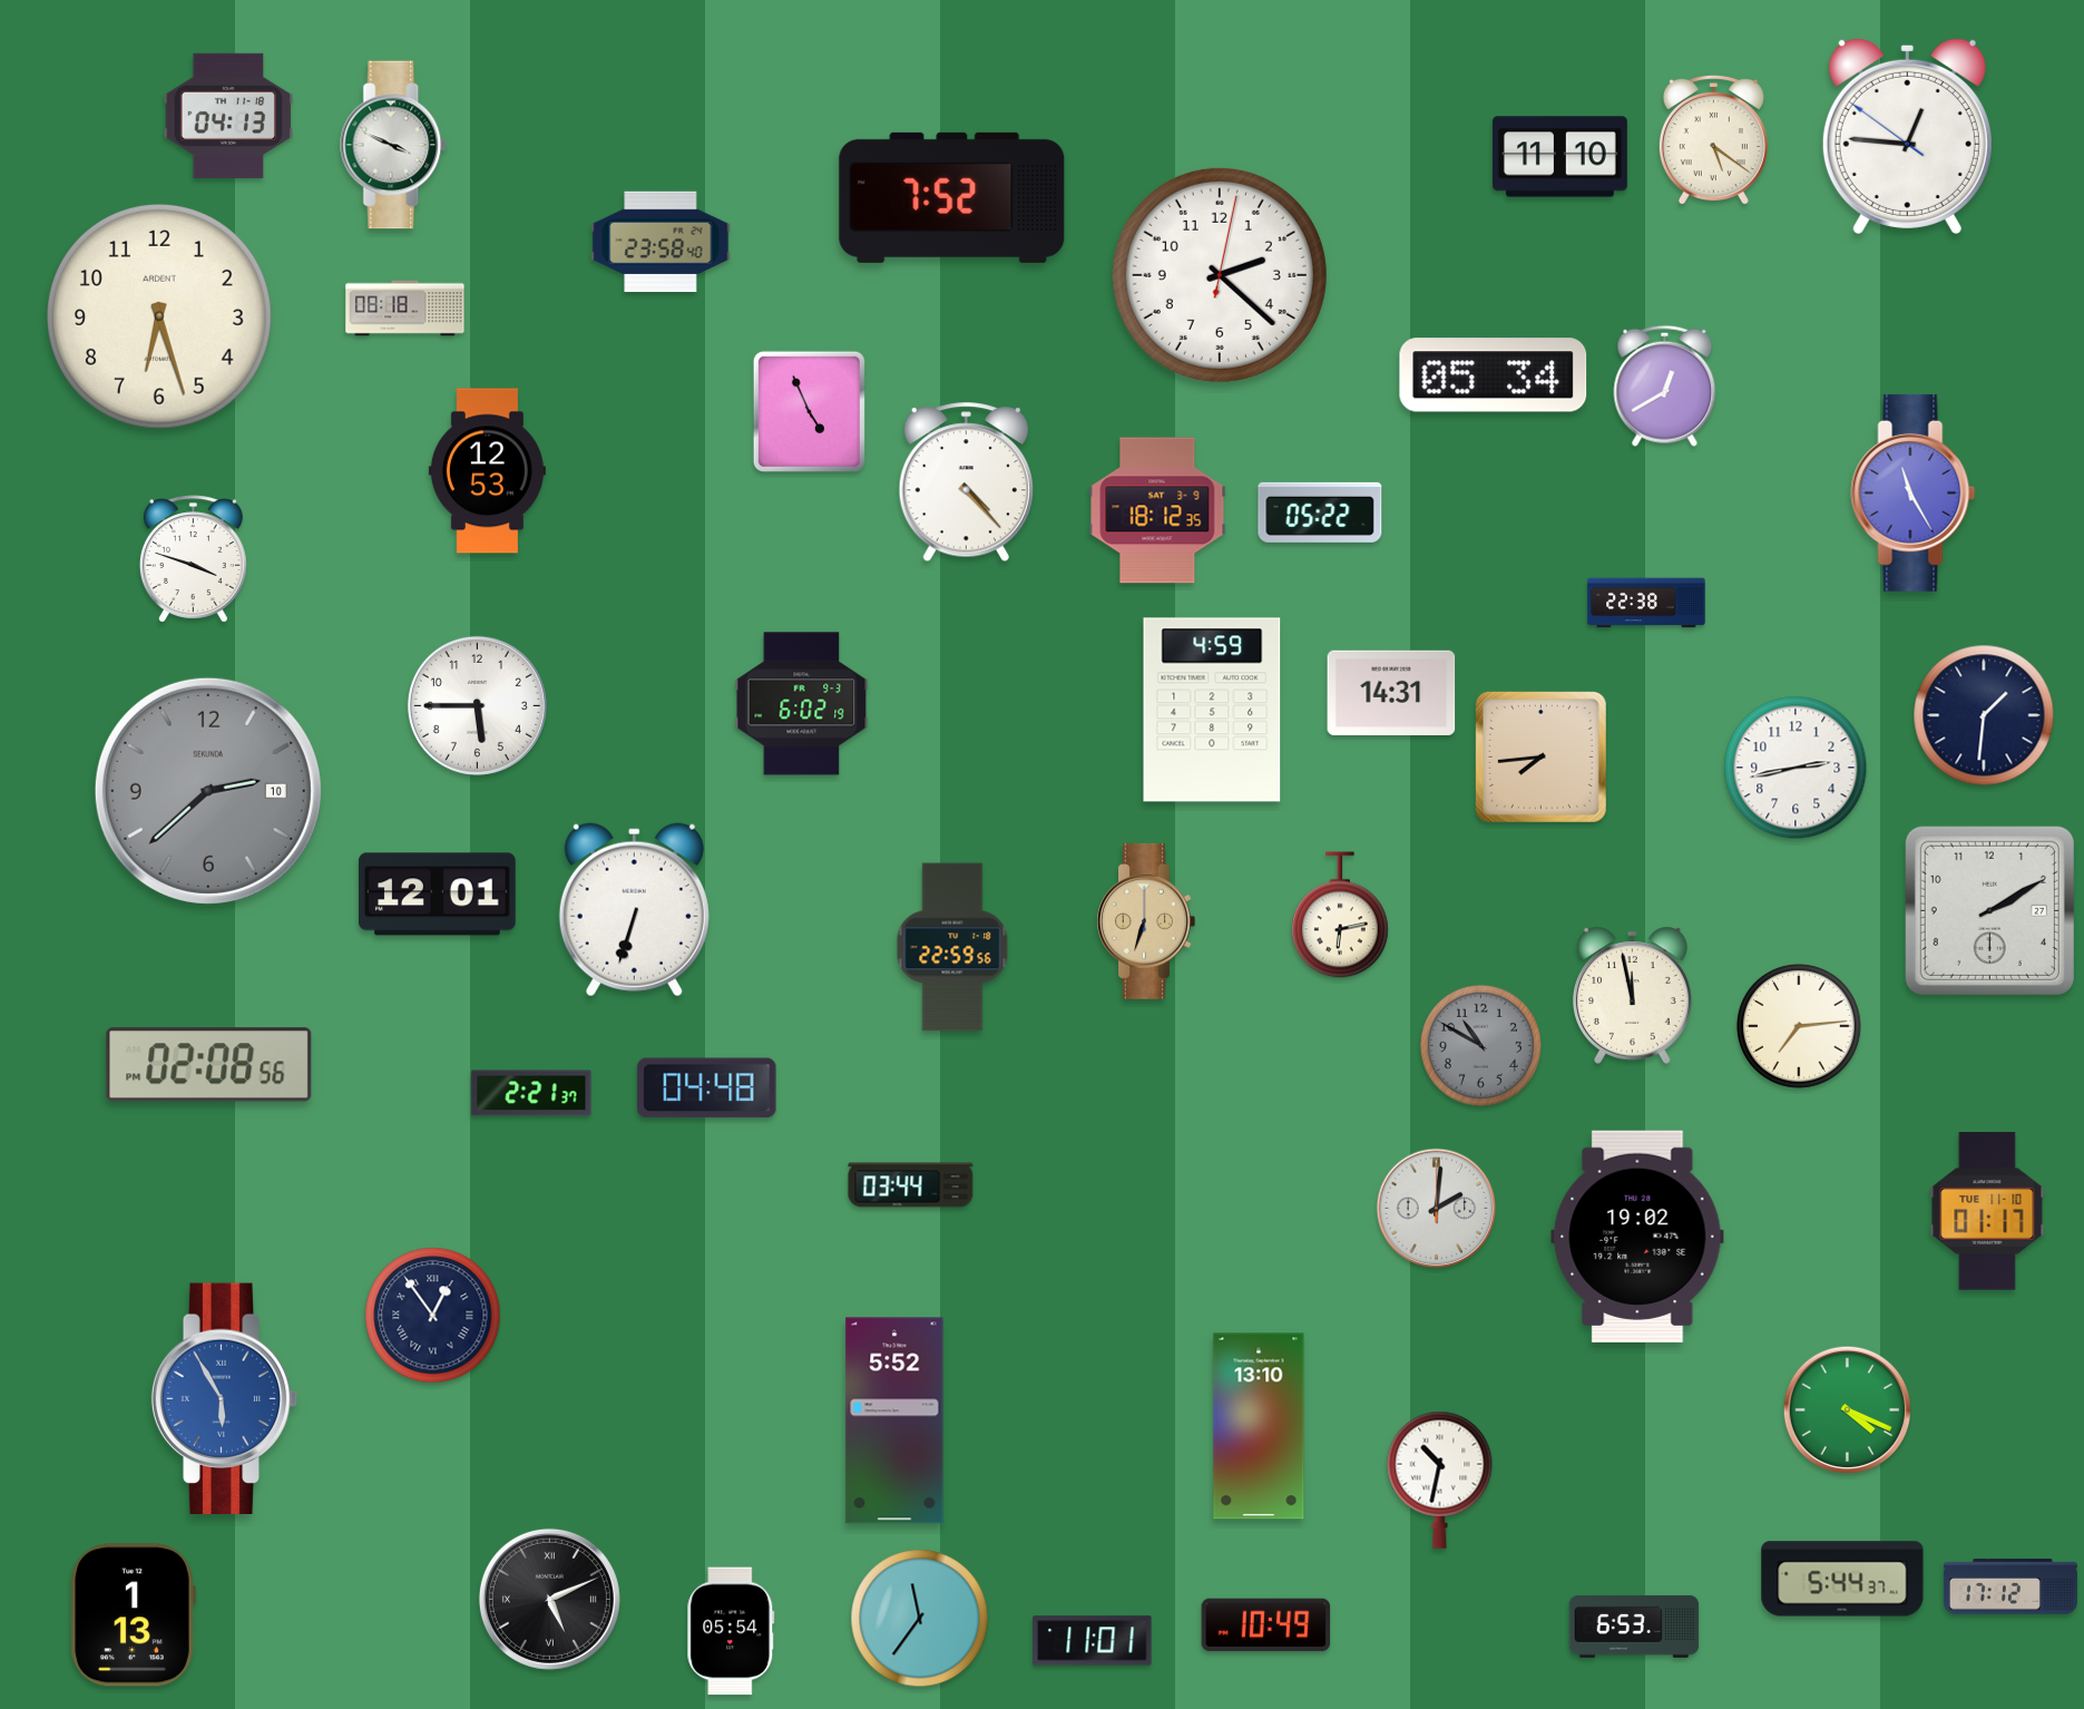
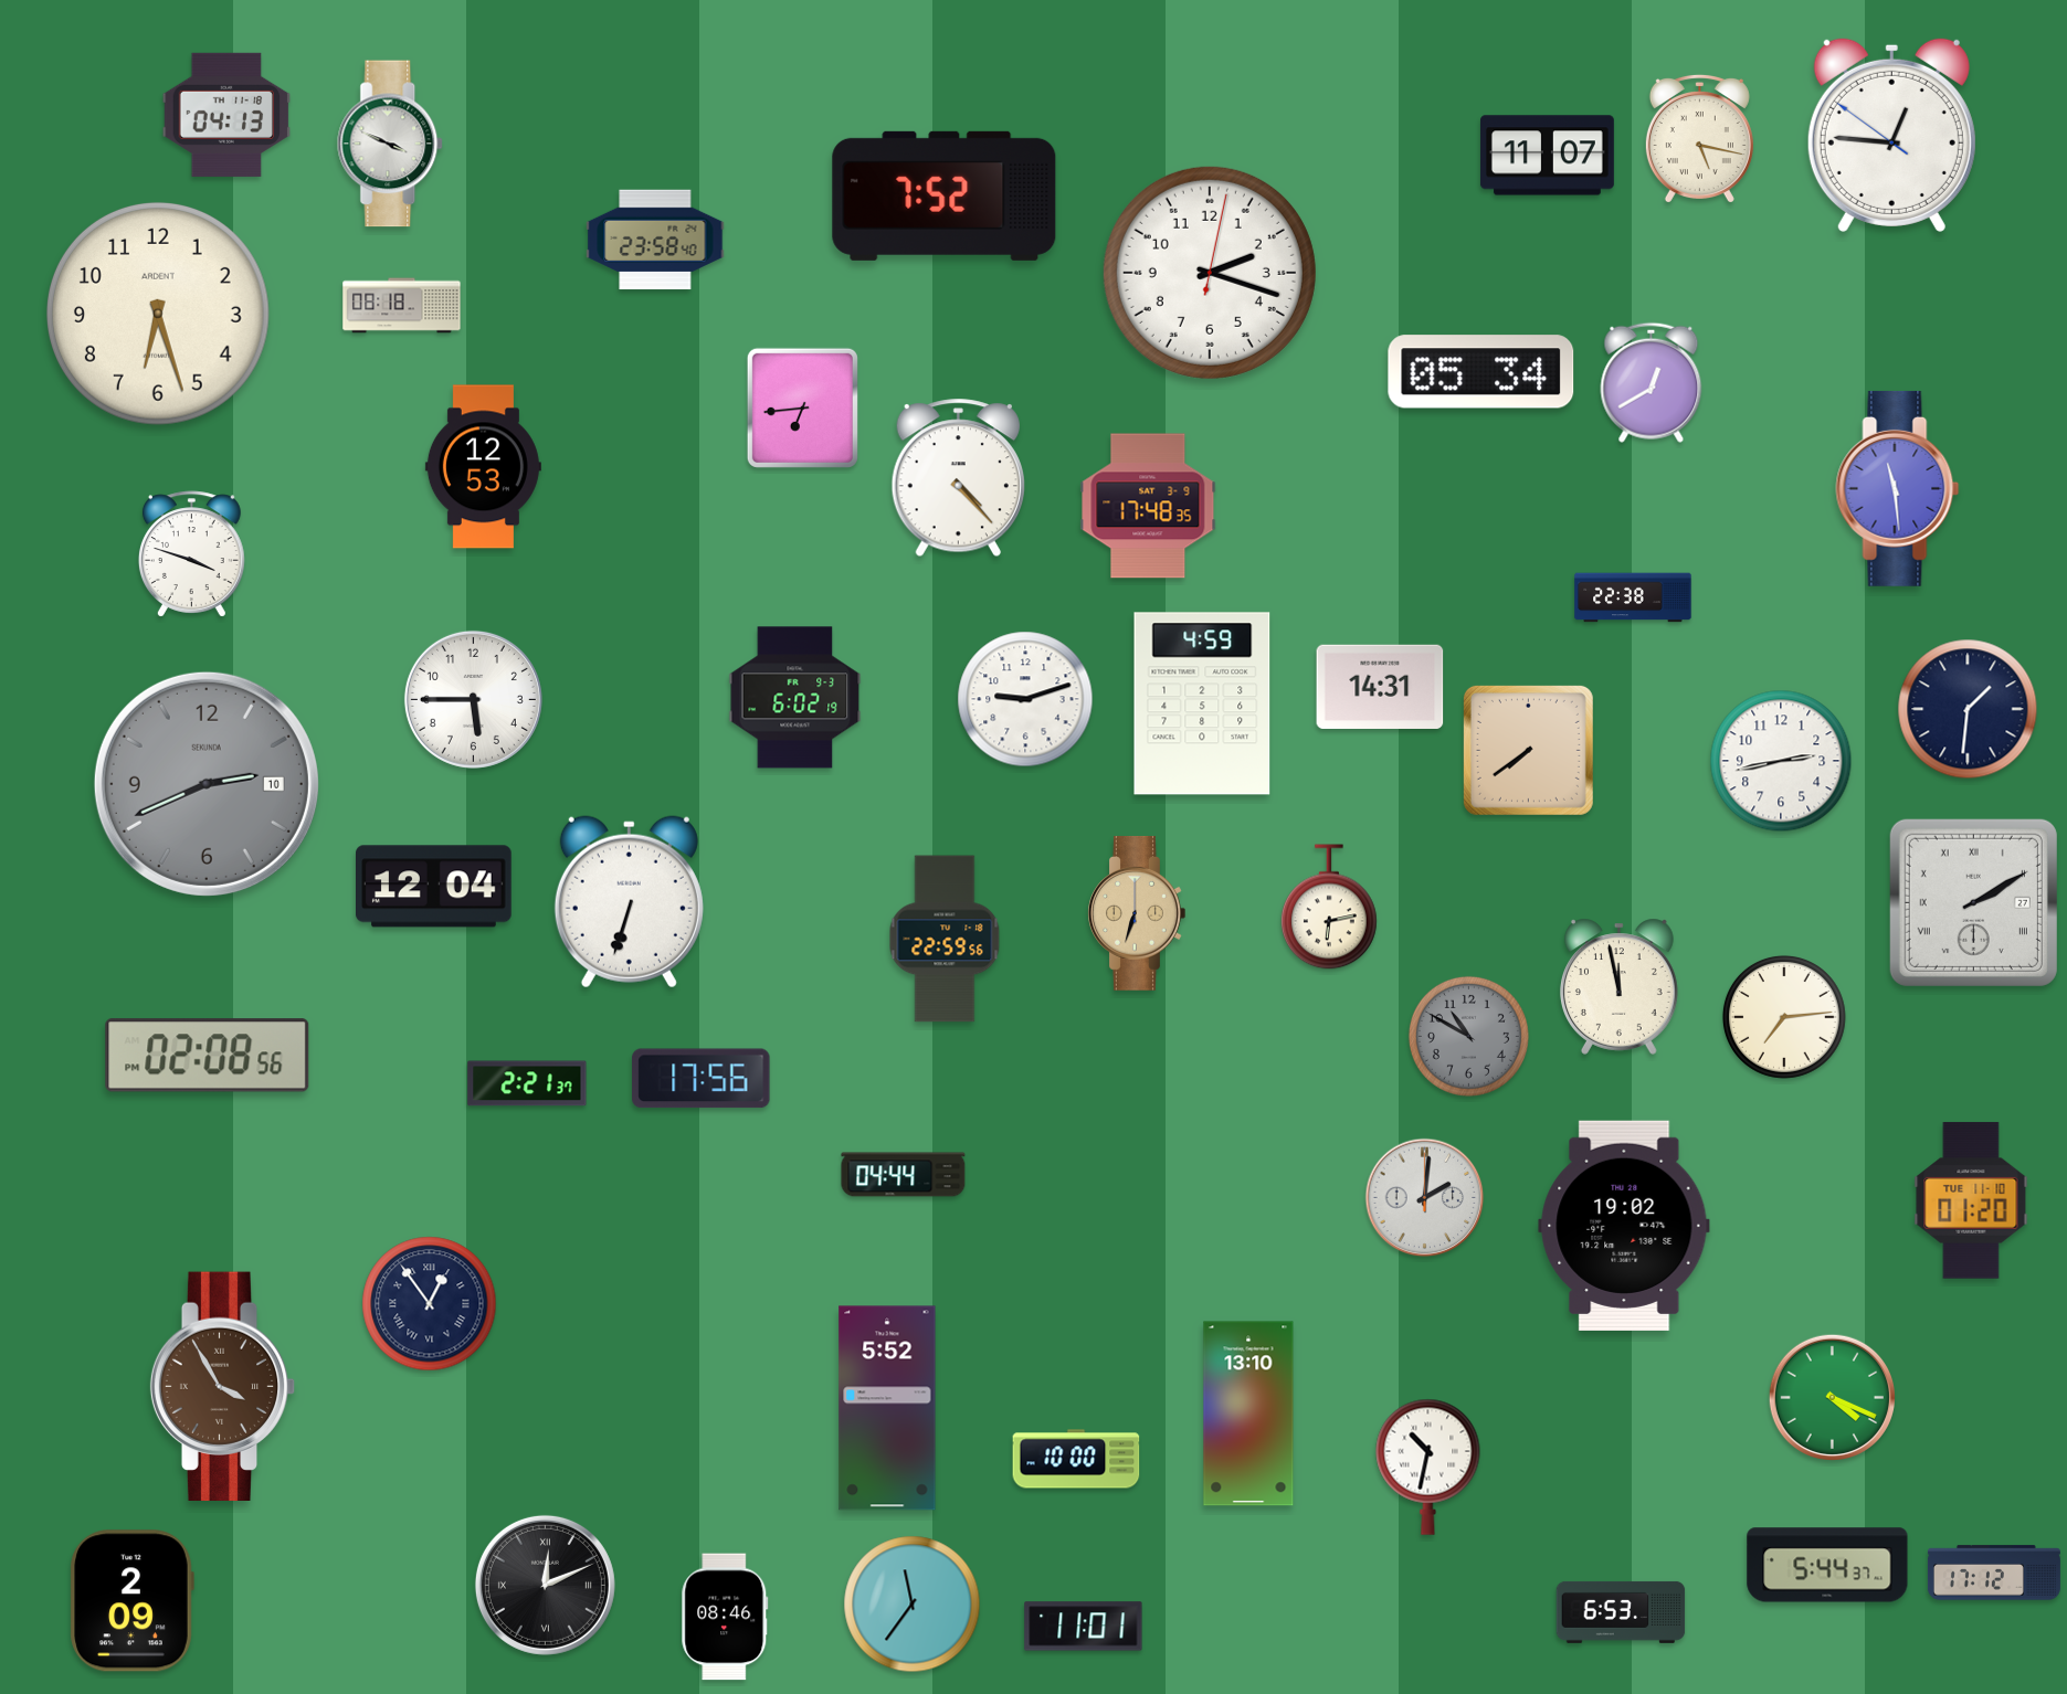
clock at (1713, 139): 5:21 -> 5:17
clock at (1559, 157): 11:10 -> 11:07
clock at (1220, 275): 2:22 -> 2:18
clock at (809, 411): 4:56 -> 6:44
clock at (1914, 492): 11:25 -> 11:29
clock at (1157, 510): 18:12 -> 17:48
clock at (1320, 512): 05:22 -> none
clock at (1025, 699): none -> 9:12
clock at (1540, 756): 7:44 -> 7:39
clock at (208, 791): 2:38 -> 2:41
clock at (438, 895): 12:01 -> 12:04
clock at (1989, 910) numerals: Arabic -> Roman
clock at (707, 1088): 04:48 -> 17:56
clock at (911, 1185): 03:44 -> 04:44
clock at (1987, 1211): 01:17 -> 01:20
clock at (225, 1398): 5:55 -> 3:55
clock at (225, 1398) dial: blue -> brown
clock at (1076, 1459): none -> 10:00
clock at (549, 1599): 5:11 -> 12:11
clock at (133, 1615): 1:13 -> 2:09
clock at (1266, 1625): 10:49 -> none
clock at (731, 1631): 05:54 -> 08:46
